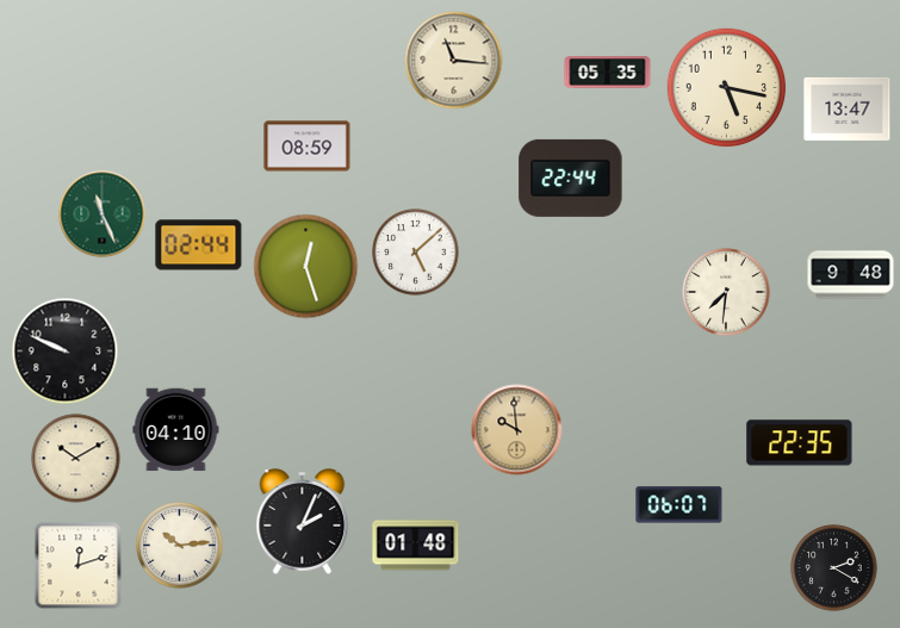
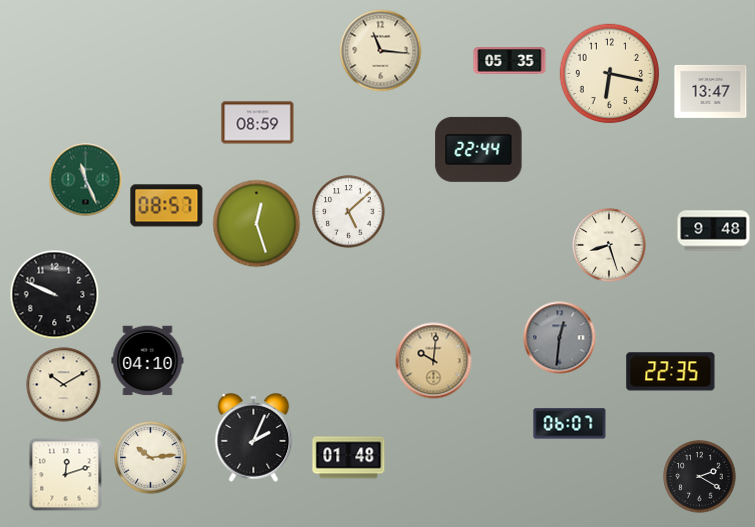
clock at (727, 88): 5:17 -> 6:17
clock at (199, 245): 02:44 -> 08:57
clock at (726, 292): 7:31 -> 8:27
clock at (560, 338): none -> 12:31
clock at (517, 430): 9:59 -> 10:01
